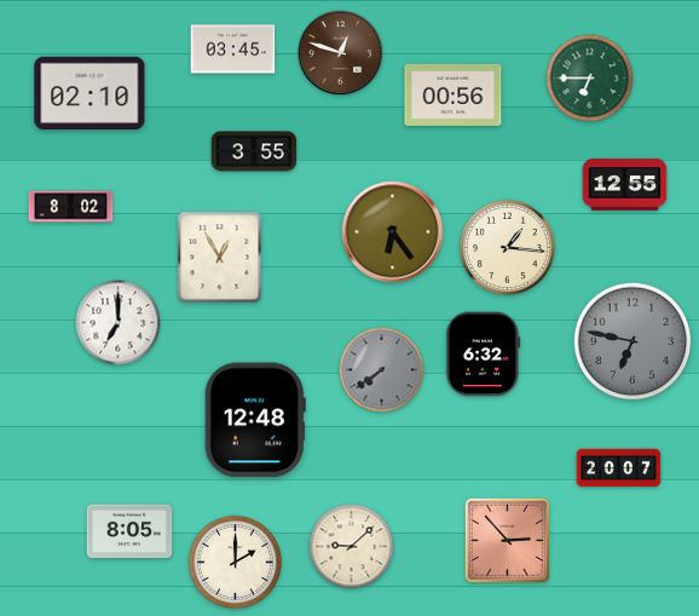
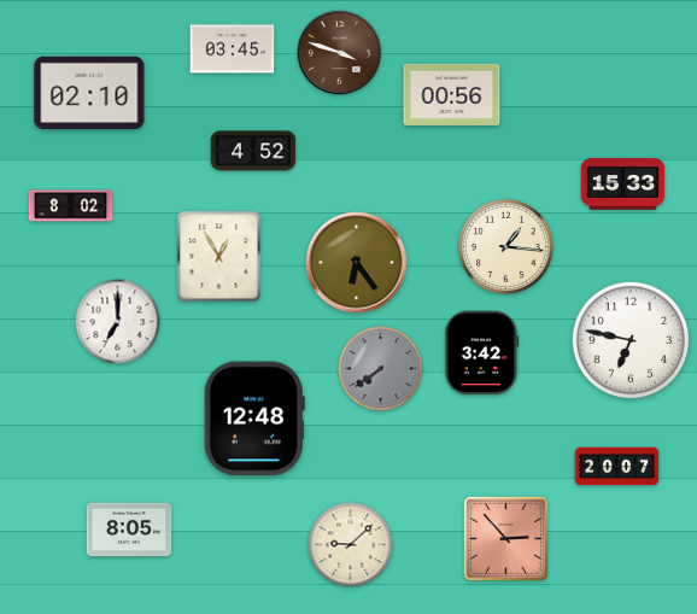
clock at (341, 53): 12:48 -> 3:48
clock at (590, 79): 6:45 -> none
clock at (254, 151): 3:55 -> 4:52
clock at (625, 185): 12:55 -> 15:33
clock at (393, 232) position: (393, 232) -> (357, 263)
clock at (632, 341) dial: grey -> white
clock at (484, 355): 6:32 -> 3:42
clock at (235, 562): 2:00 -> none
